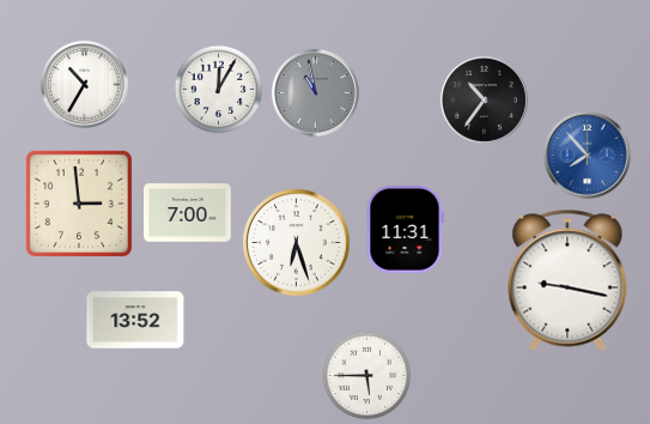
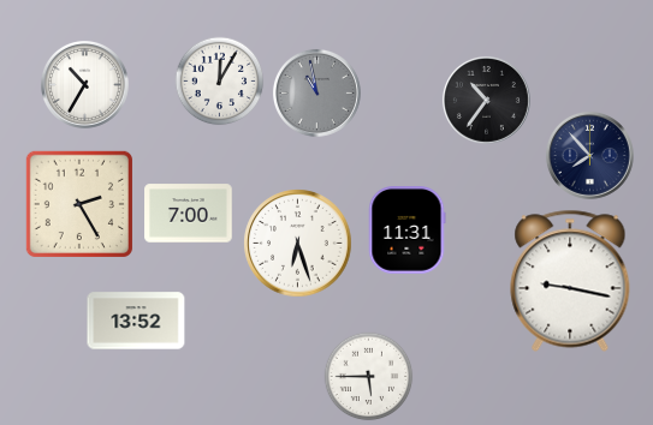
clock at (219, 90) position: (219, 90) -> (220, 82)
clock at (587, 155) dial: blue -> navy
clock at (79, 204): 2:59 -> 2:25
